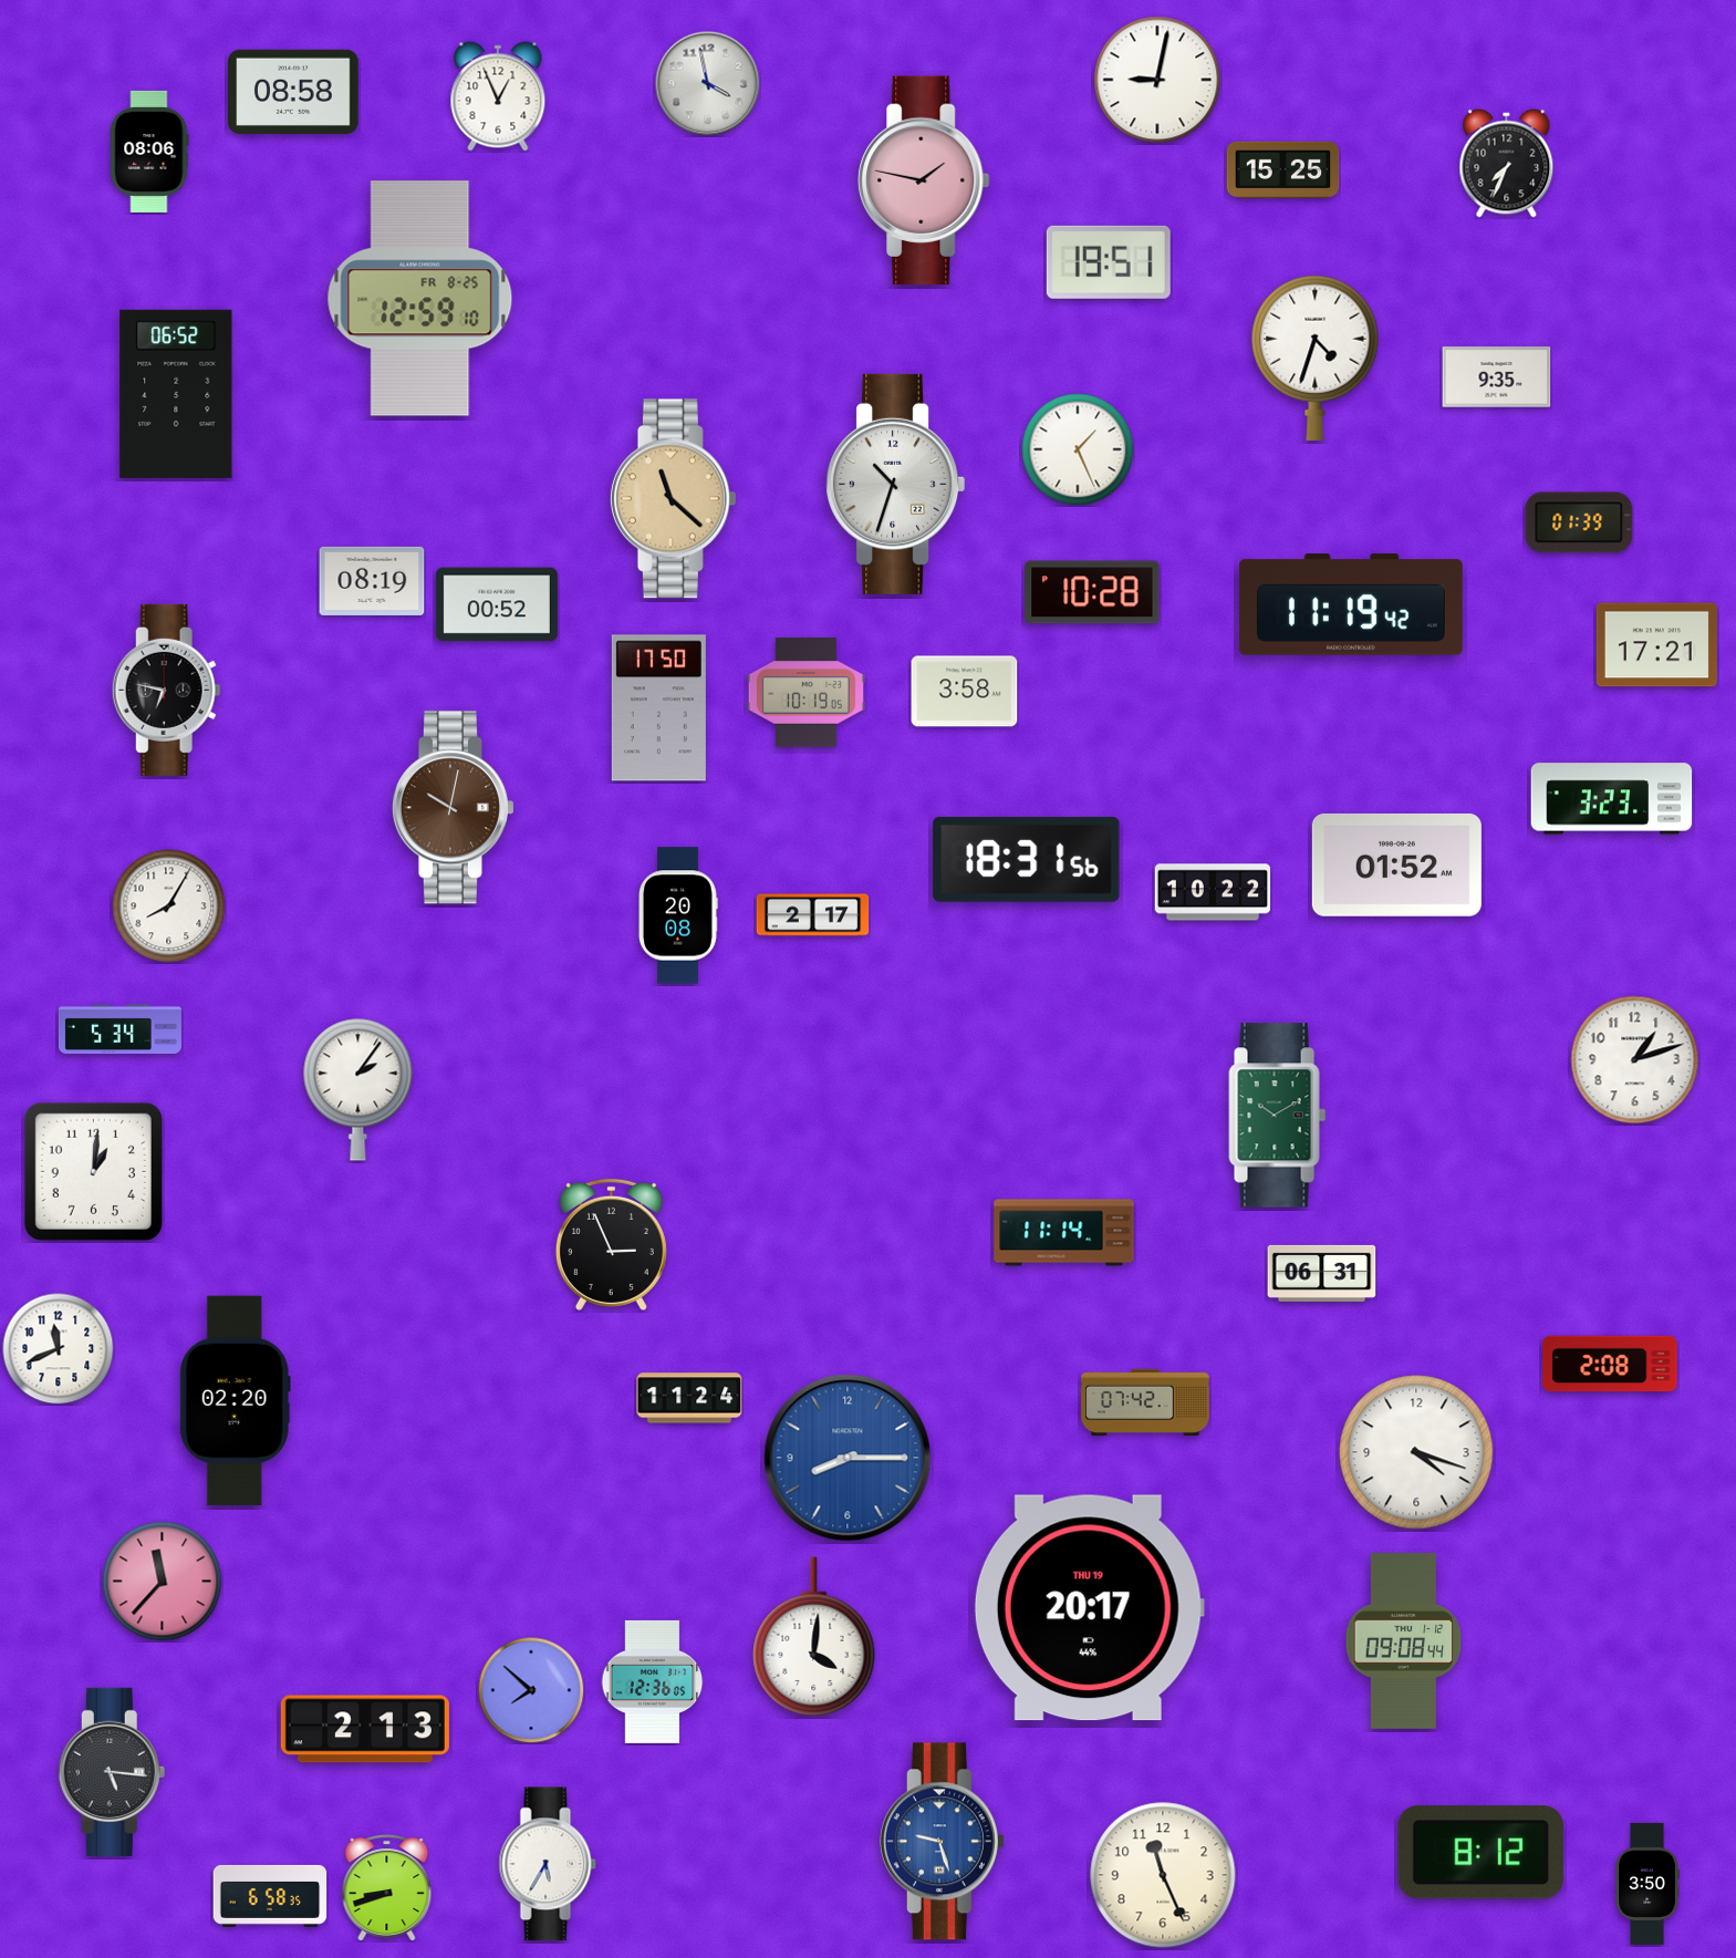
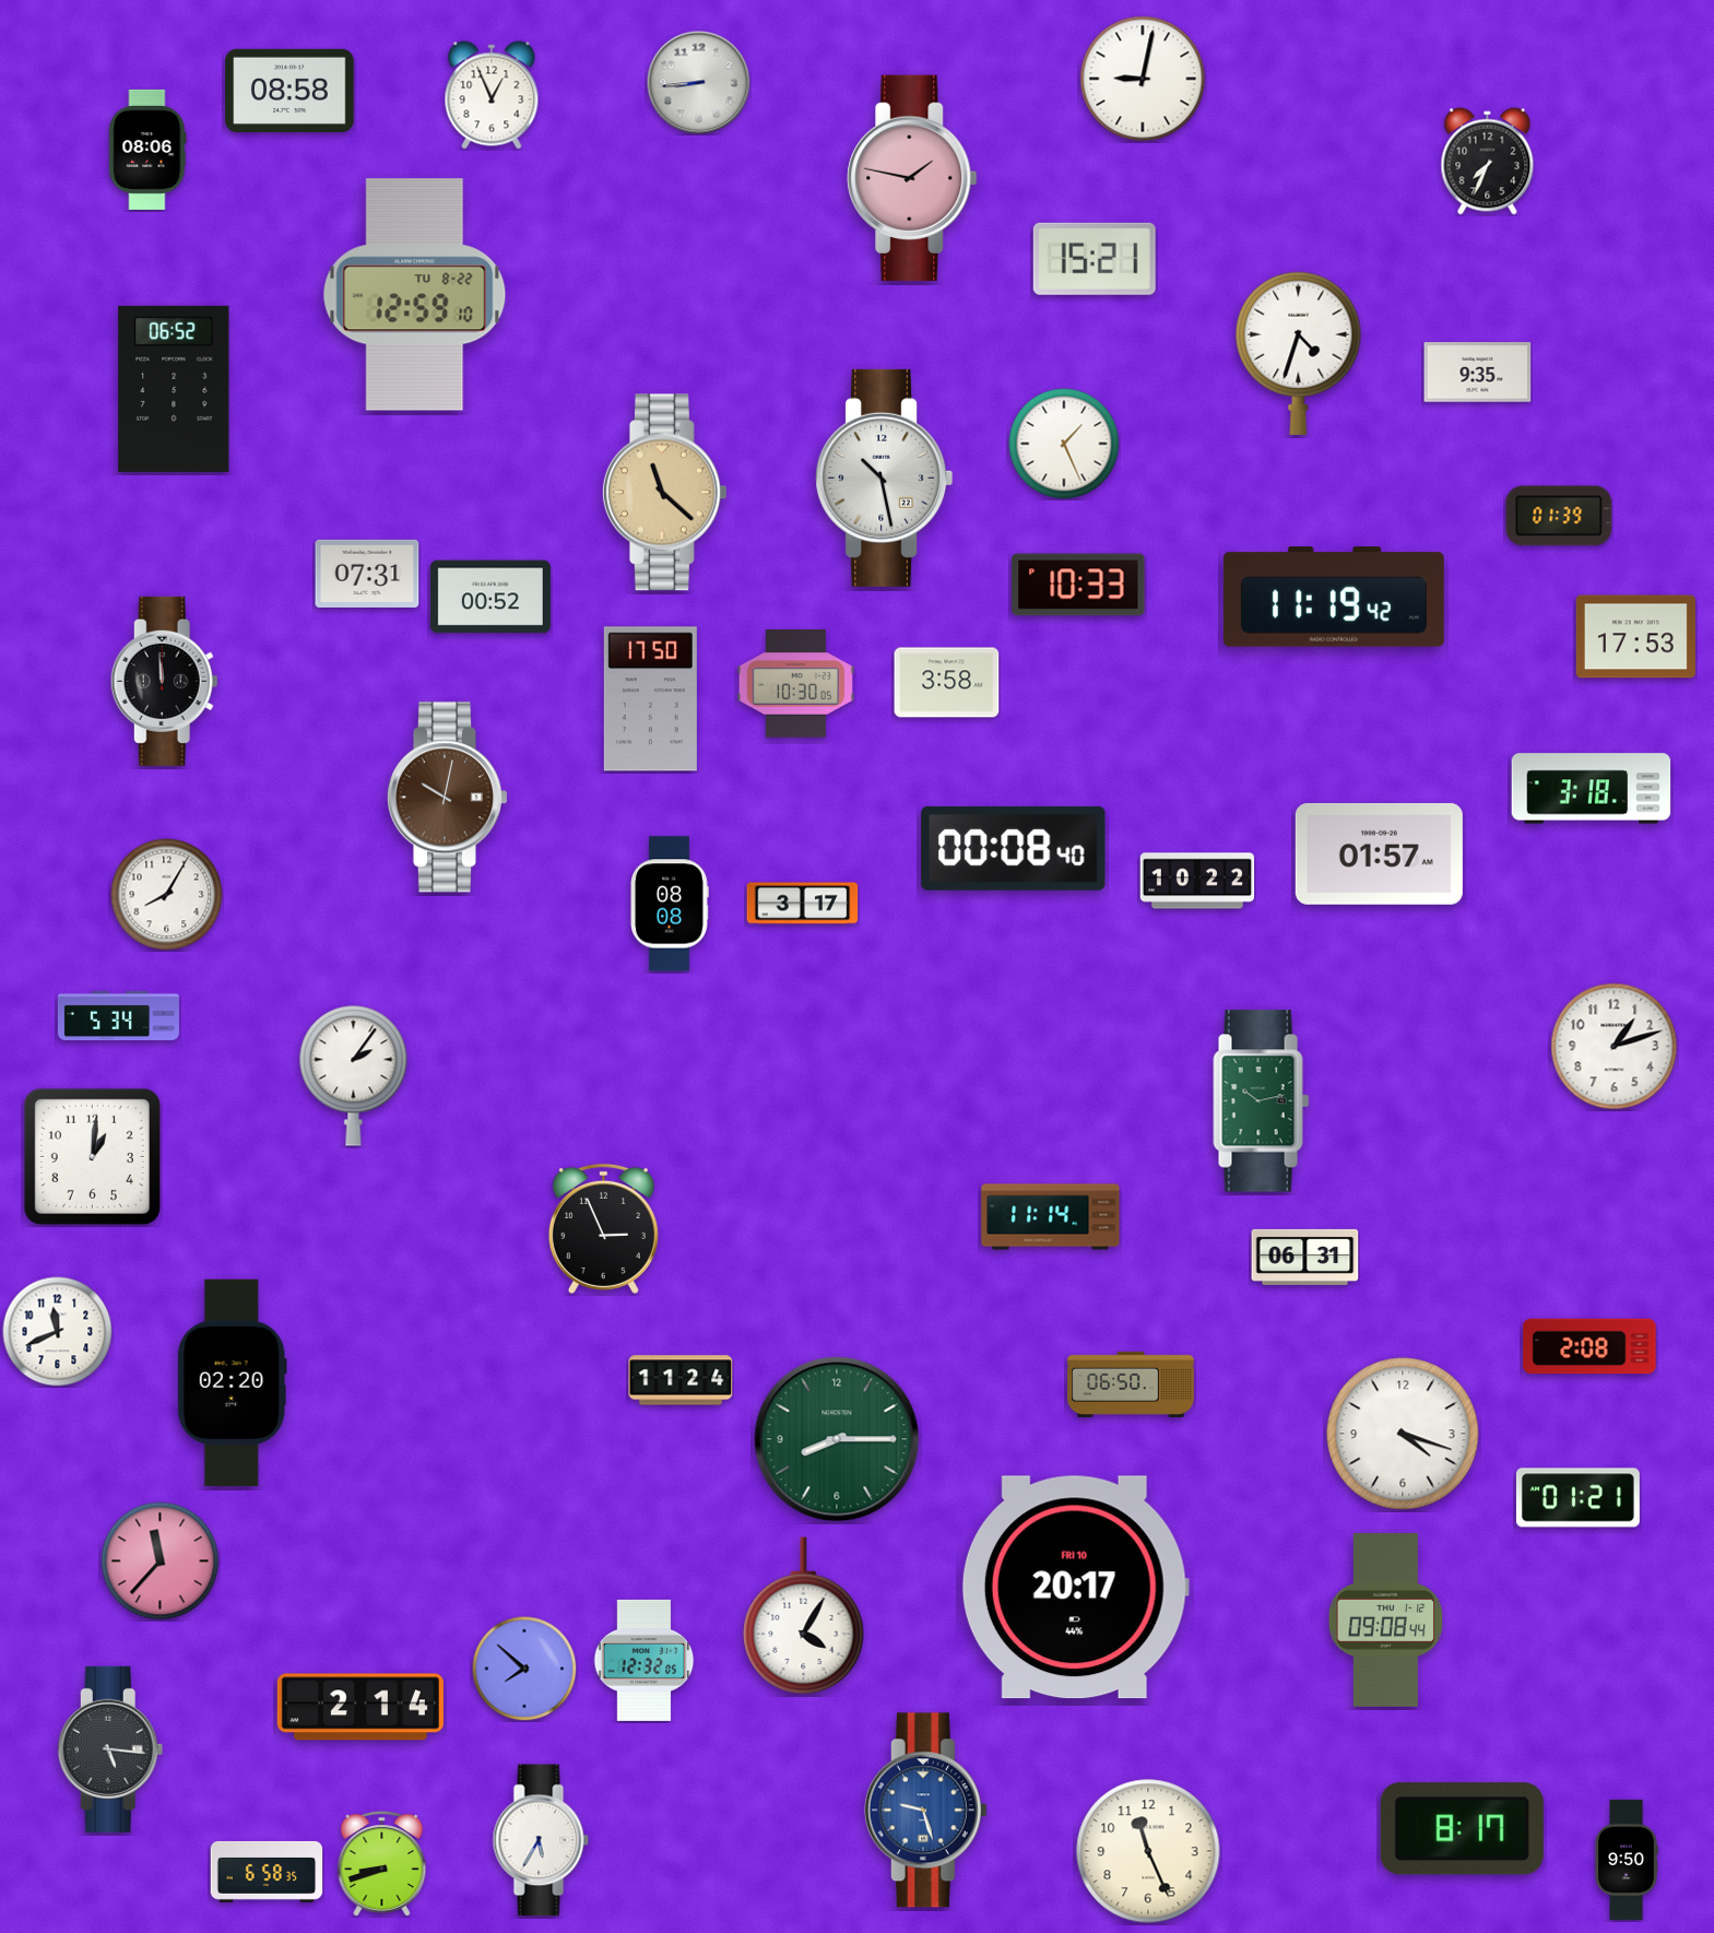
clock at (707, 83): 3:58 -> 8:44
clock at (1283, 170): 15:25 -> none
clock at (1109, 262): 19:51 -> 15:21
clock at (420, 299) date: FR 8-25 -> TU 8-22
clock at (896, 484): 10:33 -> 10:28
clock at (372, 581): 08:19 -> 07:31
clock at (1092, 592): 10:28 -> 10:33
clock at (1656, 645): 17:21 -> 17:53
clock at (166, 690): 6:47 -> 11:59
clock at (965, 692) position: (965, 692) -> (947, 683)
clock at (805, 693): 10:19 -> 10:30
clock at (1612, 799): 3:23 -> 3:18
clock at (1027, 859): 18:31 -> 00:08
clock at (1396, 864): 01:52 -> 01:57
clock at (678, 915): 20:08 -> 08:08
clock at (813, 915): 2:17 -> 3:17
clock at (1278, 1116): 10:10 -> 10:13
clock at (1145, 1402): 07:42 -> 06:50
clock at (1416, 1452) position: (1416, 1452) -> (1403, 1434)
clock at (848, 1458) dial: blue -> green
clock at (1577, 1498): none -> 01:21
clock at (1089, 1608) date: THU 19 -> FRI 10
clock at (814, 1636): 4:01 -> 4:05
clock at (653, 1681): 12:36 -> 12:32
clock at (365, 1729): 2:13 -> 2:14
clock at (942, 1842) position: (942, 1842) -> (925, 1811)
clock at (1480, 1853): 8:12 -> 8:17
clock at (1647, 1884): 3:50 -> 9:50
